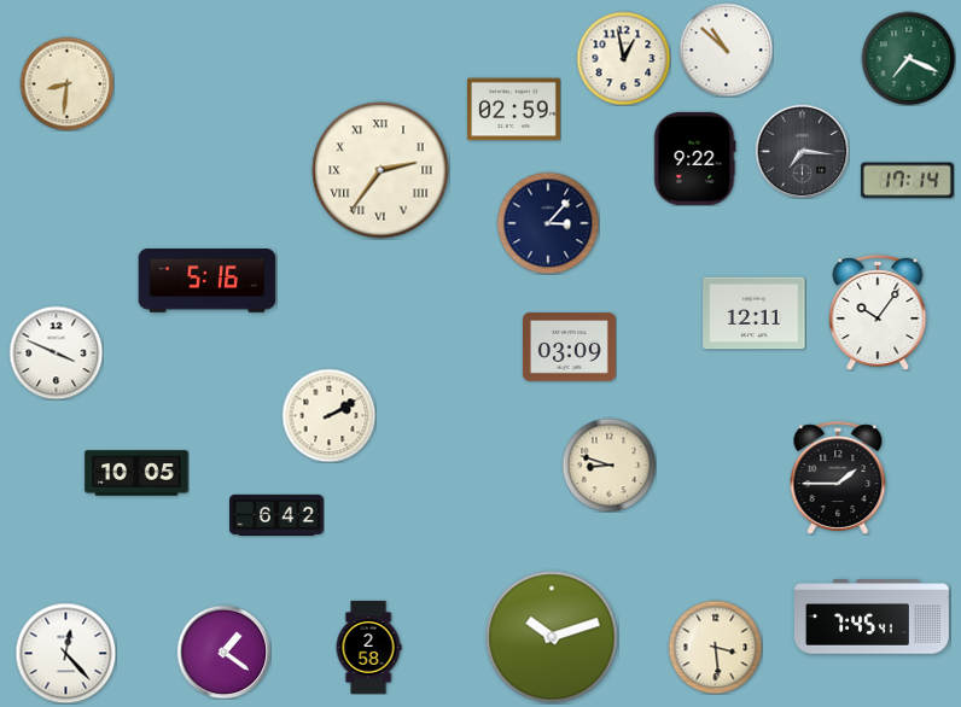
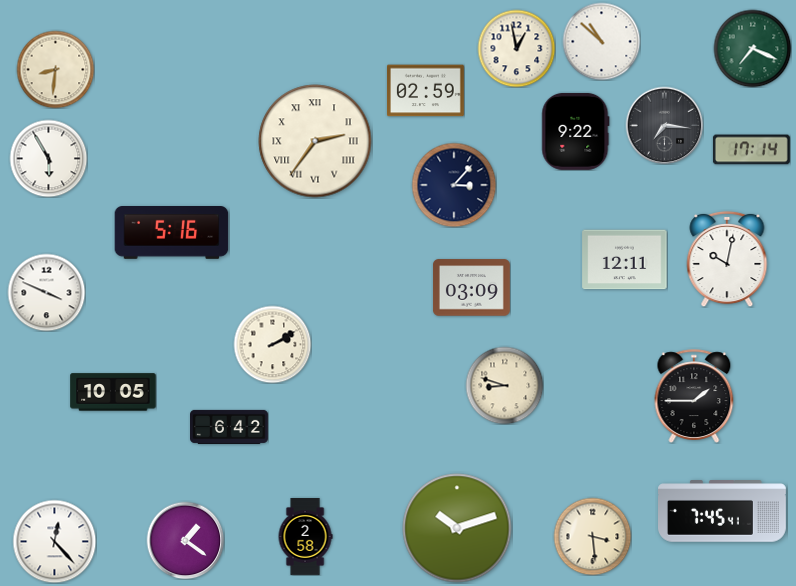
clock at (48, 158): none -> 5:55
clock at (878, 312): 10:06 -> 10:02
